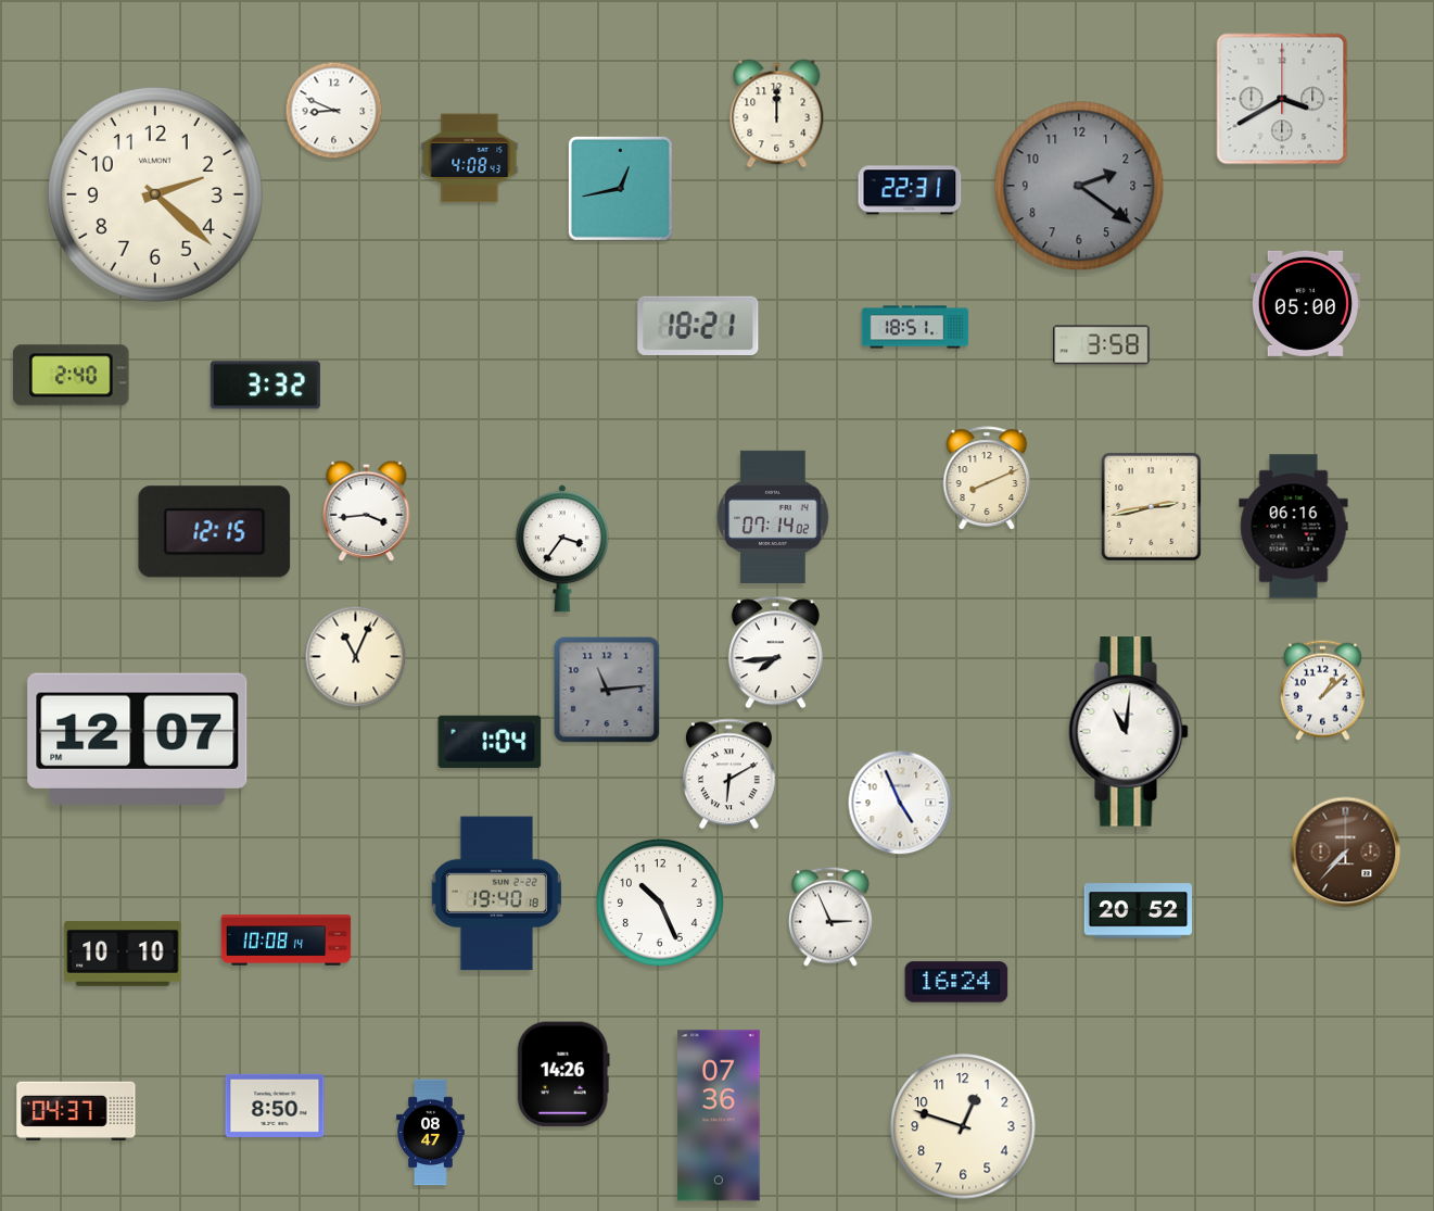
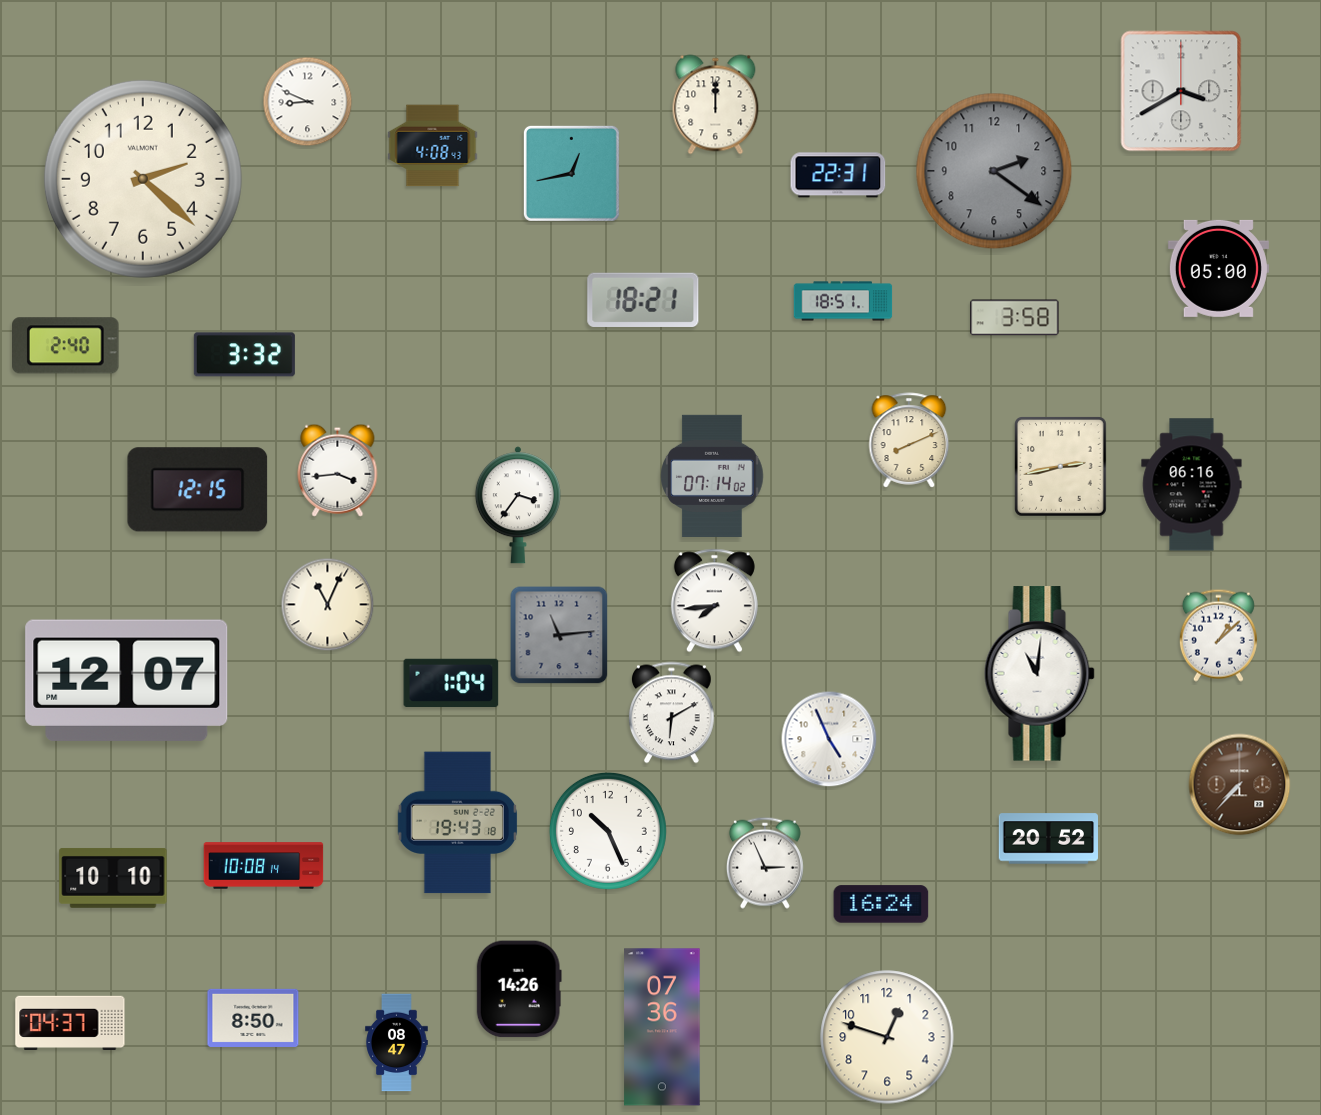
clock at (1305, 303) position: (1305, 303) -> (1218, 268)
clock at (496, 894): 19:40 -> 19:43
clock at (830, 917) position: (830, 917) -> (765, 863)
